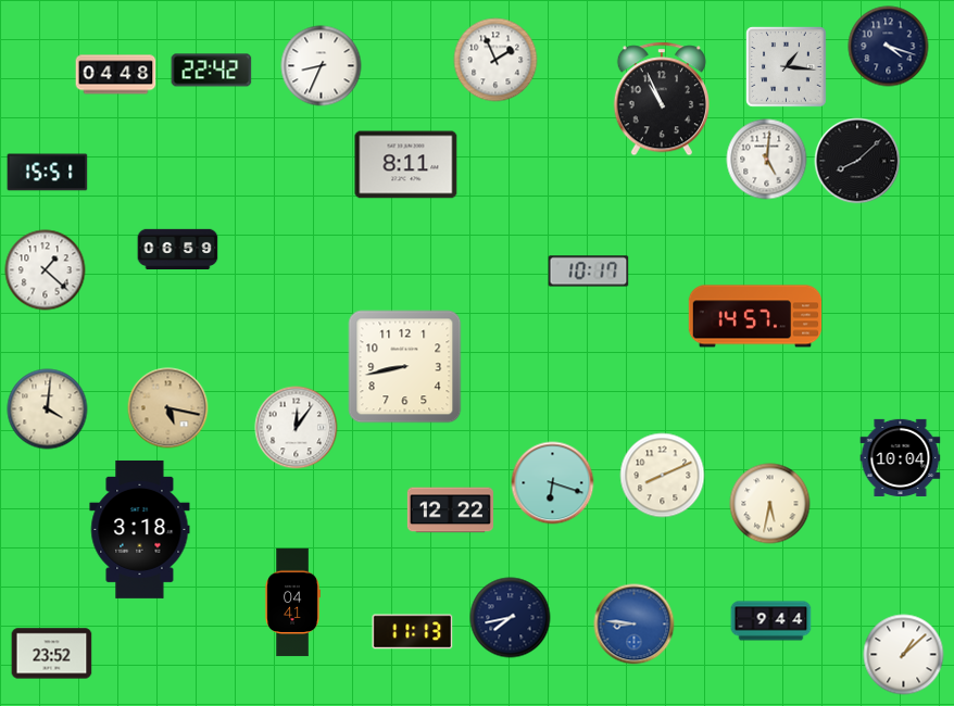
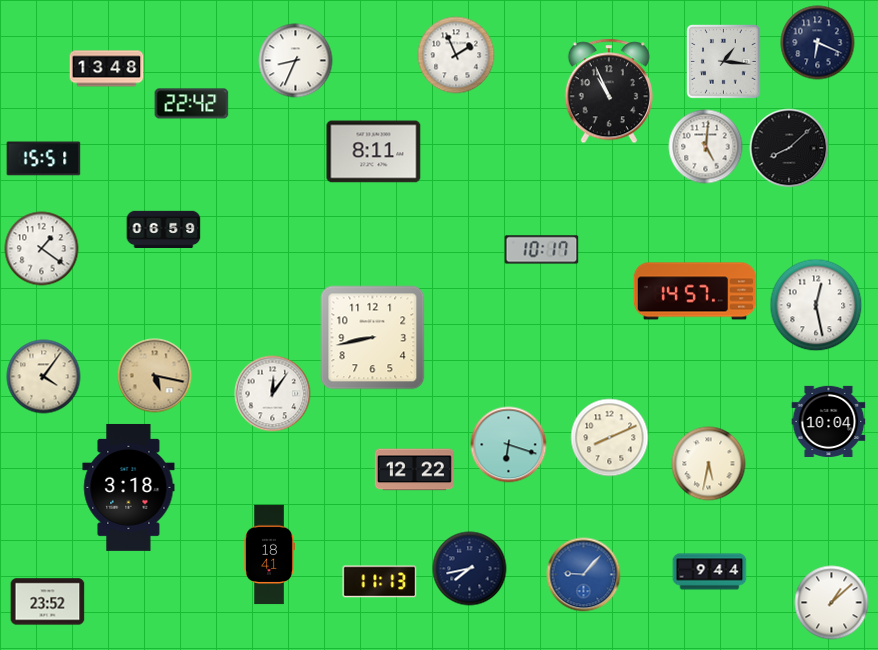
clock at (889, 47): 4:18 -> 6:19
clock at (212, 71) position: (212, 71) -> (192, 104)
clock at (116, 75): 04:48 -> 13:48
clock at (46, 270): 1:22 -> 1:21
clock at (816, 305): none -> 12:28
clock at (48, 409): 4:01 -> 4:06
clock at (292, 603): 04:41 -> 18:41
clock at (635, 625): 8:46 -> 9:07
